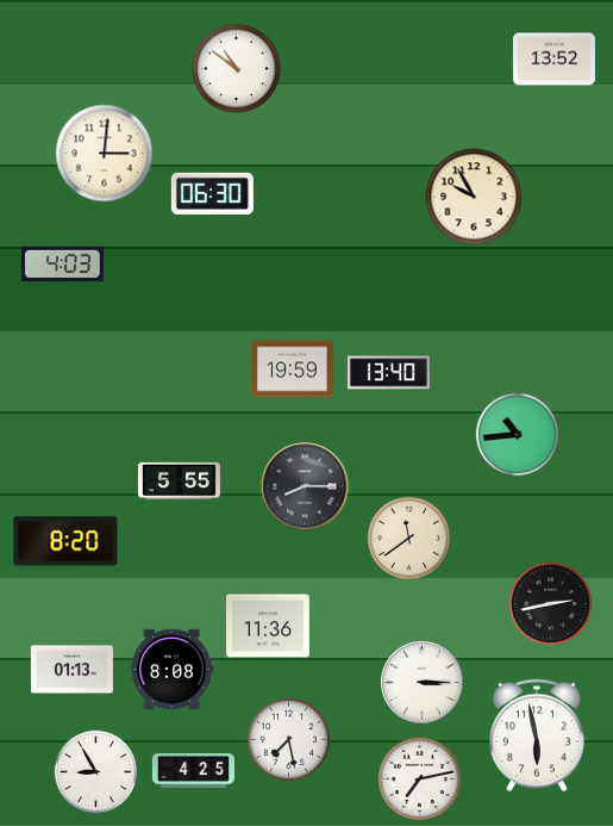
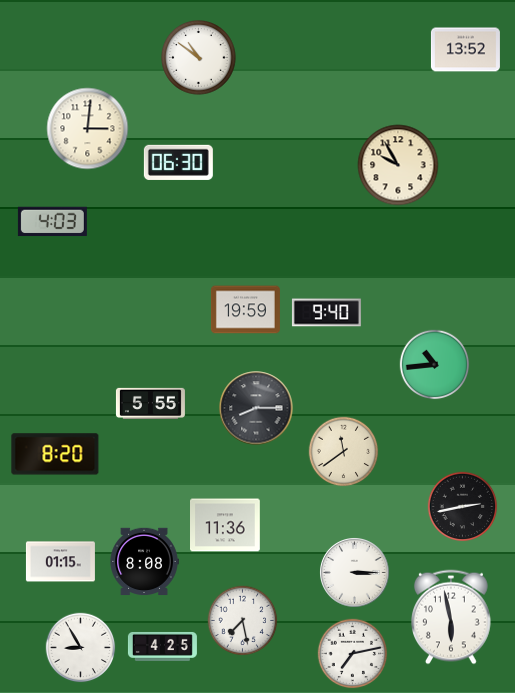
clock at (388, 373): 13:40 -> 9:40
clock at (71, 670): 01:13 -> 01:15
